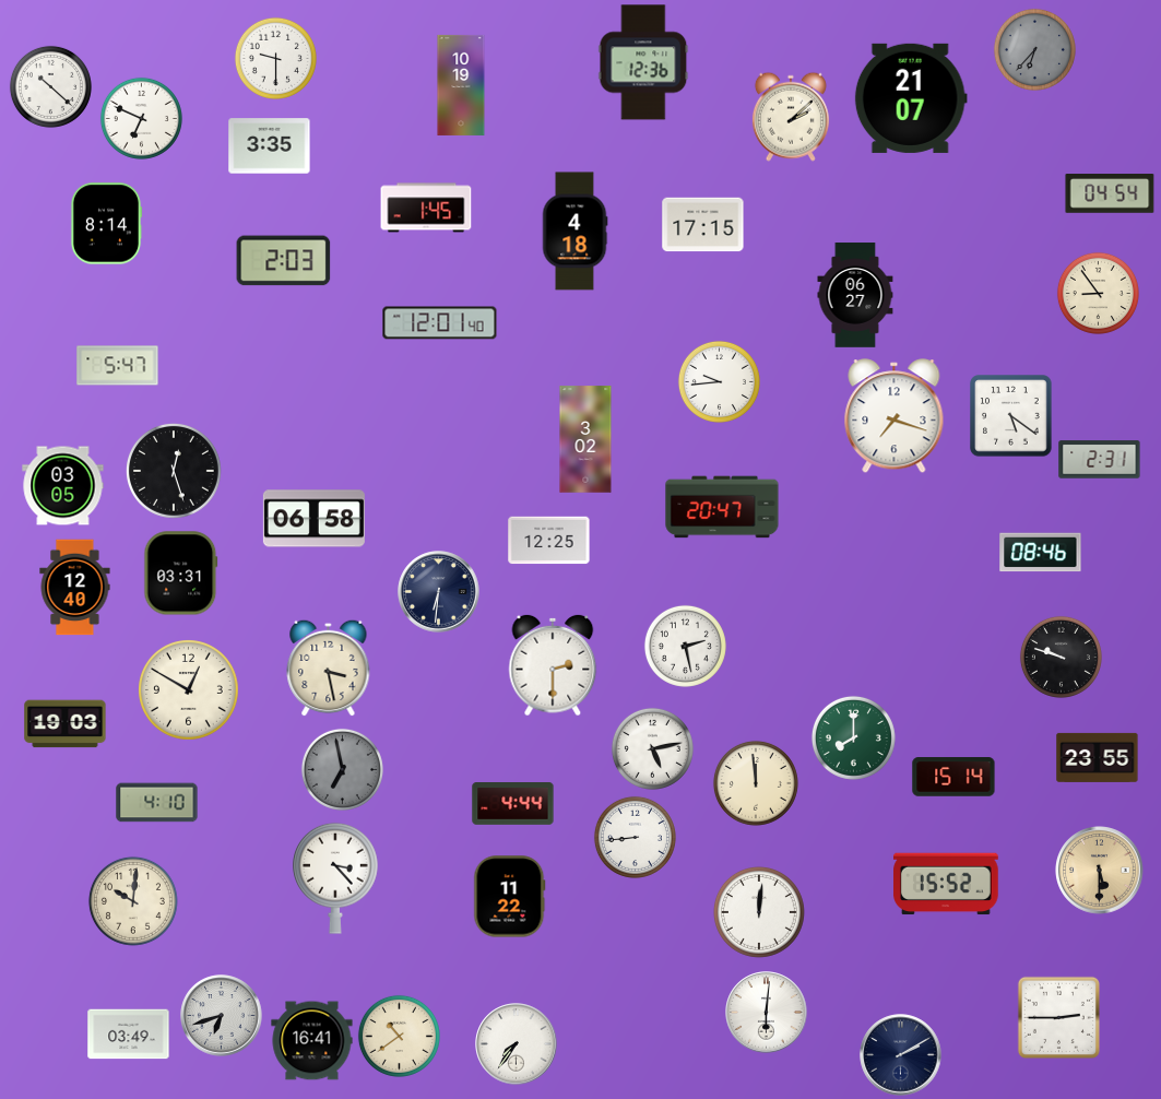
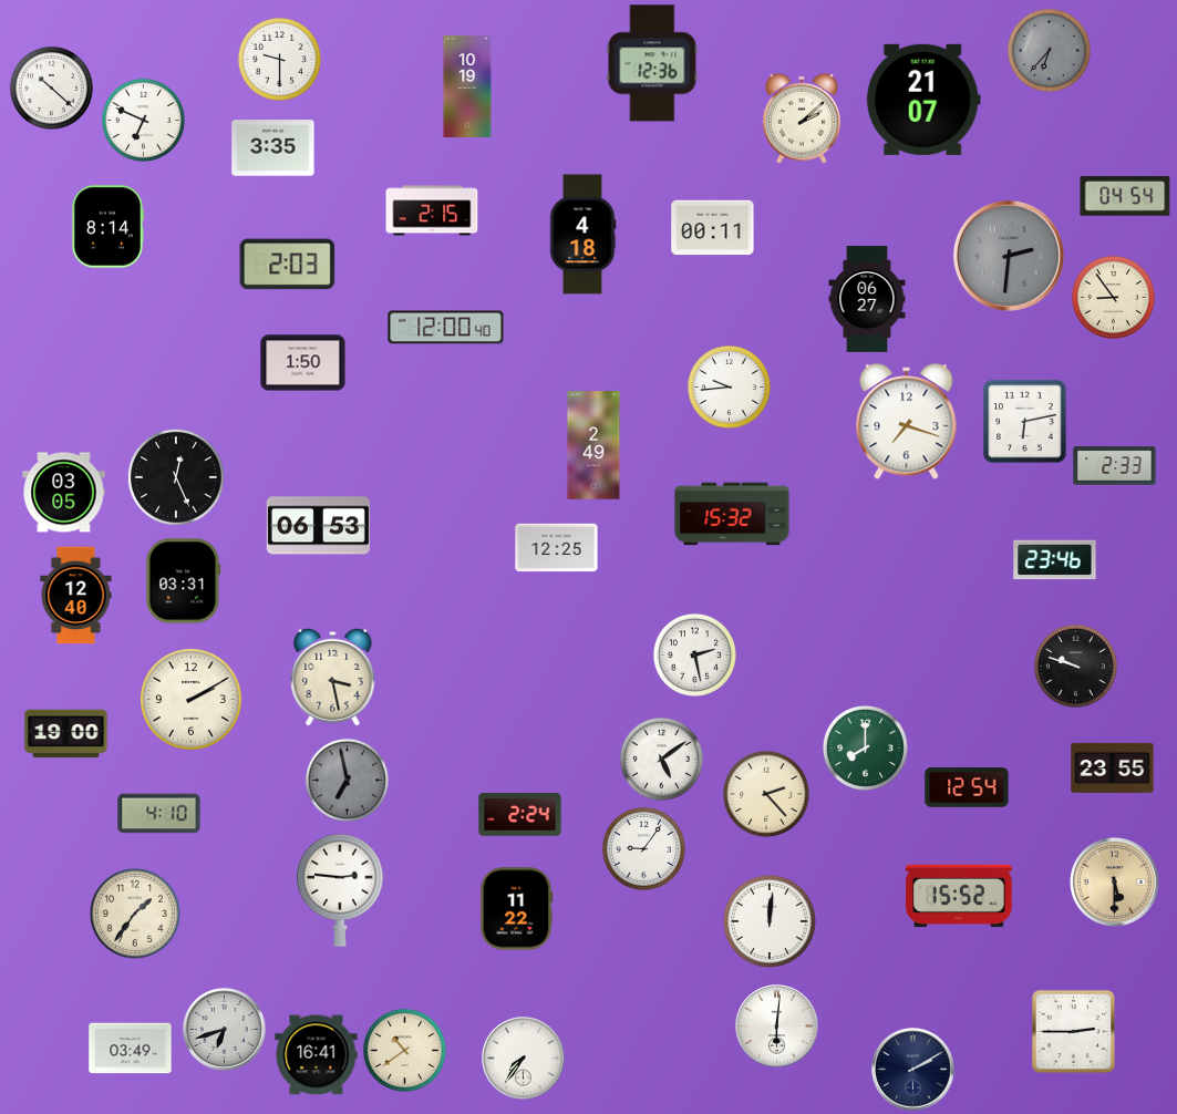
clock at (426, 208): 1:45 -> 2:15
clock at (703, 225): 17:15 -> 00:11
clock at (1009, 256): none -> 2:31
clock at (440, 323): 12:01 -> 12:00
clock at (303, 363): none -> 1:50
clock at (118, 366): 5:47 -> none
clock at (1011, 416): 5:21 -> 6:13
clock at (585, 439): 3:02 -> 2:49
clock at (1100, 460): 2:31 -> 2:33
clock at (174, 471): 12:27 -> 12:26
clock at (722, 507): 20:47 -> 15:32
clock at (313, 519): 06:58 -> 06:53
clock at (1041, 553): 08:46 -> 23:46
clock at (439, 592): 6:31 -> none
clock at (553, 665): 2:30 -> none
clock at (189, 690): 12:50 -> 2:10
clock at (66, 724): 19:03 -> 19:00
clock at (652, 748): 5:13 -> 5:09
clock at (953, 777): 15:14 -> 12:54
clock at (756, 783): 11:59 -> 2:23
clock at (513, 804): 4:44 -> 2:24
clock at (635, 837): 8:44 -> 9:06
clock at (335, 878): 3:23 -> 2:46
clock at (133, 901): 10:01 -> 1:36
clock at (759, 912) position: (759, 912) -> (770, 921)
